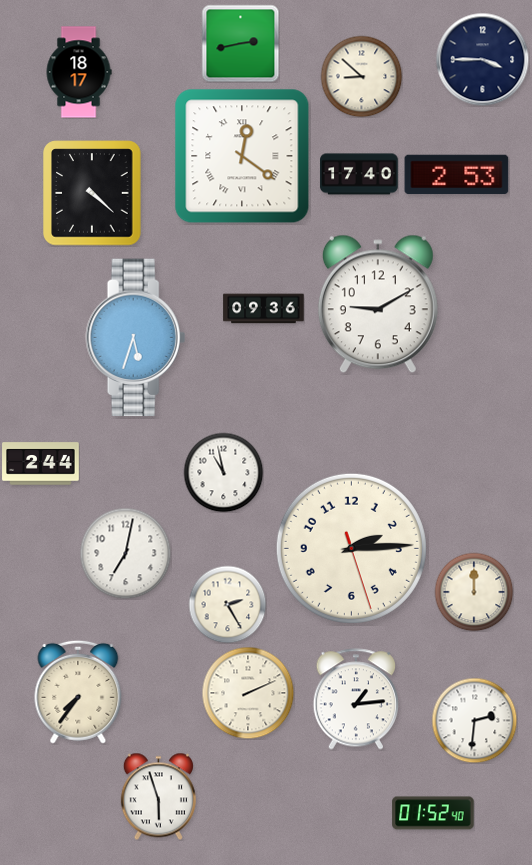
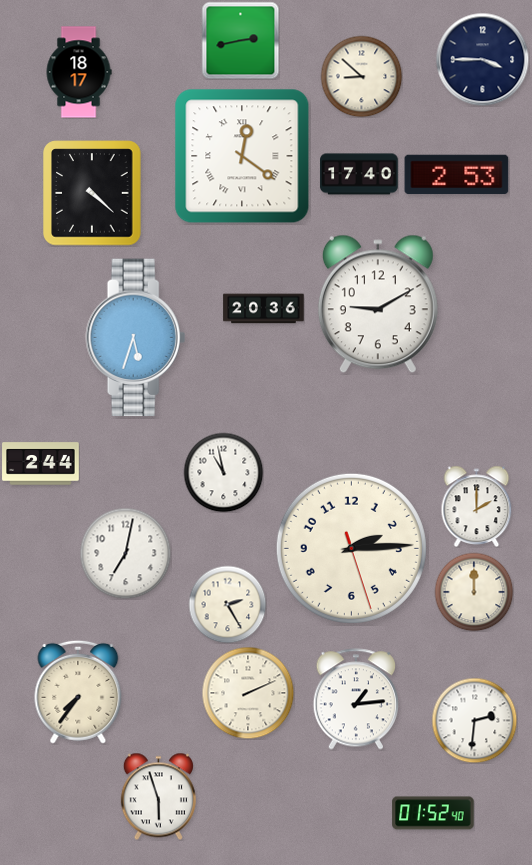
clock at (240, 43) position: (240, 43) -> (240, 40)
clock at (264, 309): 09:36 -> 20:36
clock at (477, 506): none -> 2:00
